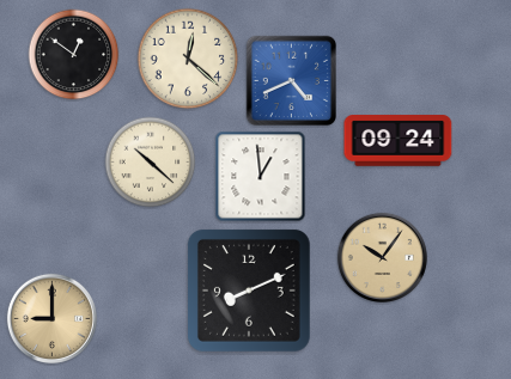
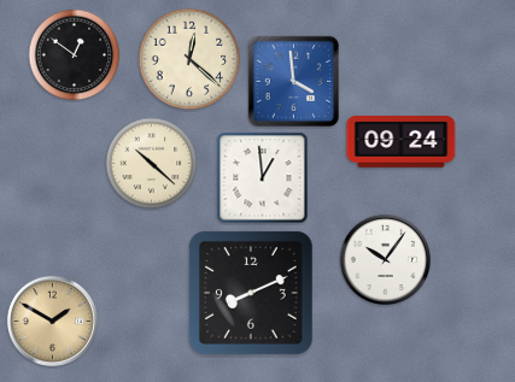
clock at (291, 81): 4:41 -> 3:59
clock at (382, 257) dial: champagne -> white
clock at (51, 318): 9:00 -> 1:50
